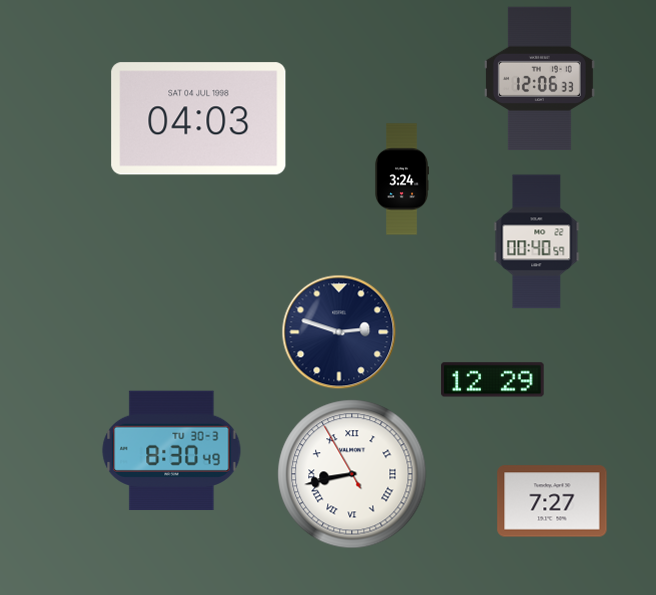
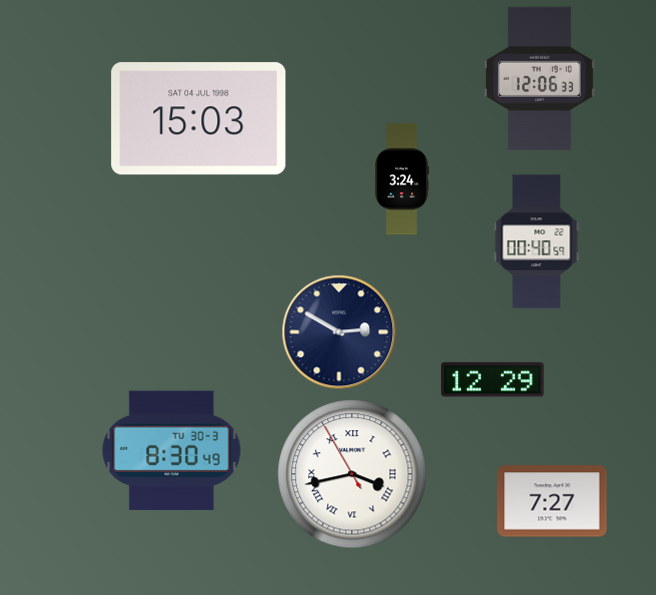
clock at (199, 119): 04:03 -> 15:03
clock at (339, 332): 2:48 -> 2:50
clock at (352, 474): 8:42 -> 3:42
